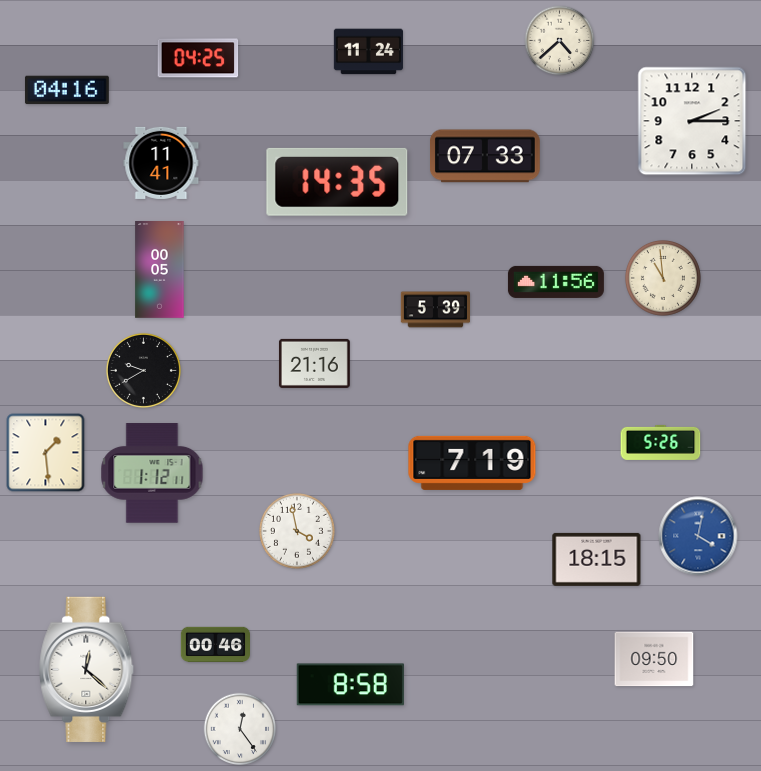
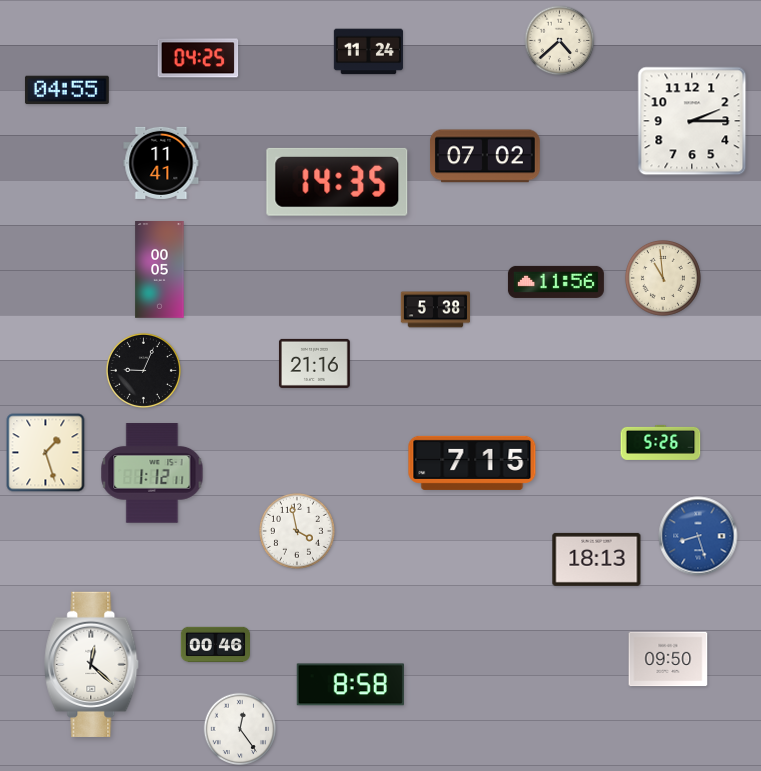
clock at (67, 90): 04:16 -> 04:55
clock at (486, 156): 07:33 -> 07:02
clock at (435, 310): 5:39 -> 5:38
clock at (143, 370): 9:40 -> 9:04
clock at (46, 453): 1:29 -> 1:27
clock at (472, 463): 7:19 -> 7:15
clock at (698, 536): 4:02 -> 8:27
clock at (597, 559): 18:15 -> 18:13
clock at (654, 659) position: (654, 659) -> (668, 659)
clock at (87, 669) position: (87, 669) -> (92, 664)
